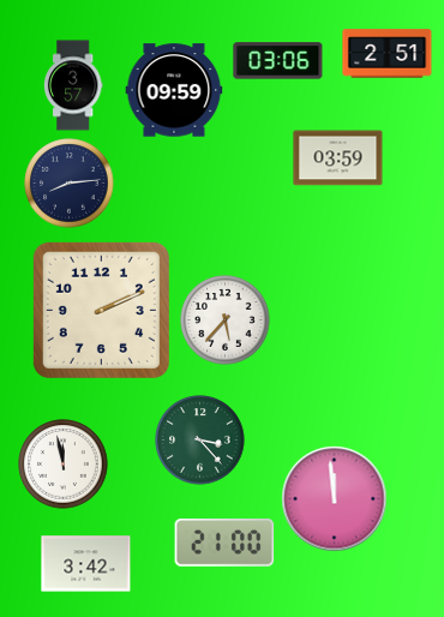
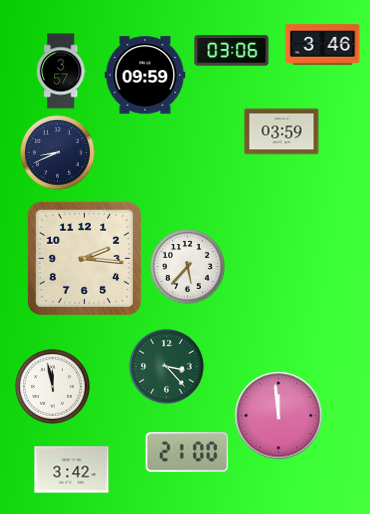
clock at (388, 54): 2:51 -> 3:46
clock at (70, 184): 8:14 -> 8:41
clock at (101, 310): 2:11 -> 2:16
